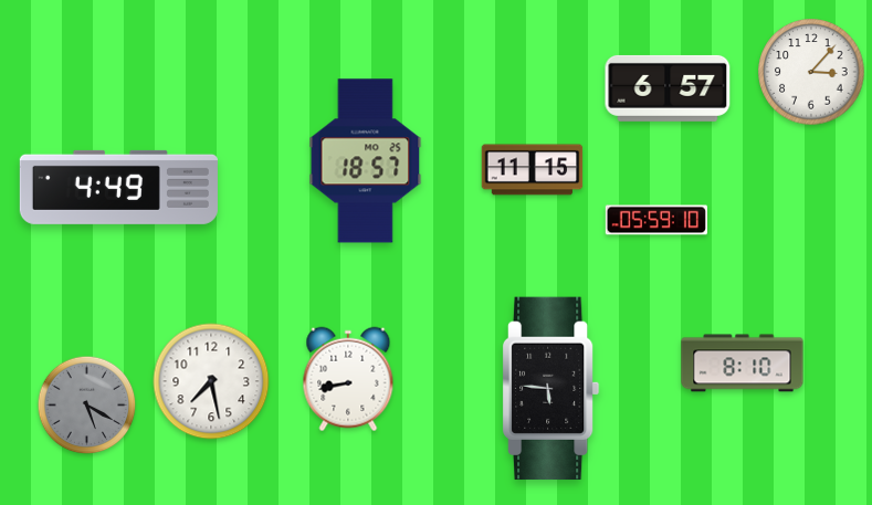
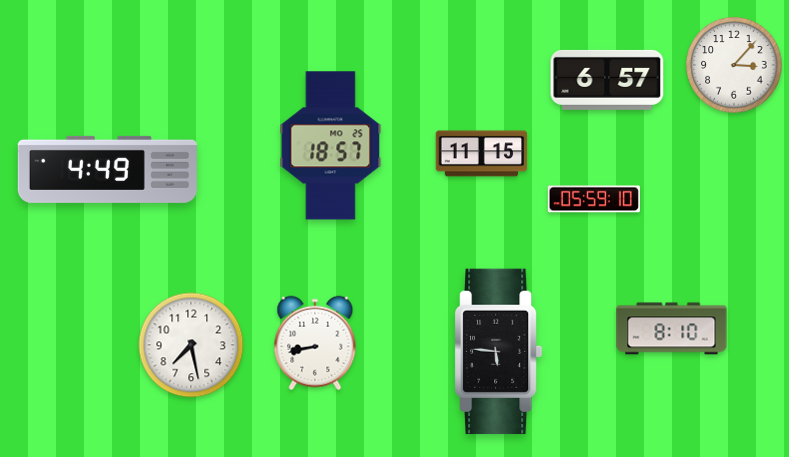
clock at (668, 88) position: (668, 88) -> (607, 80)
clock at (87, 406): 5:20 -> none
